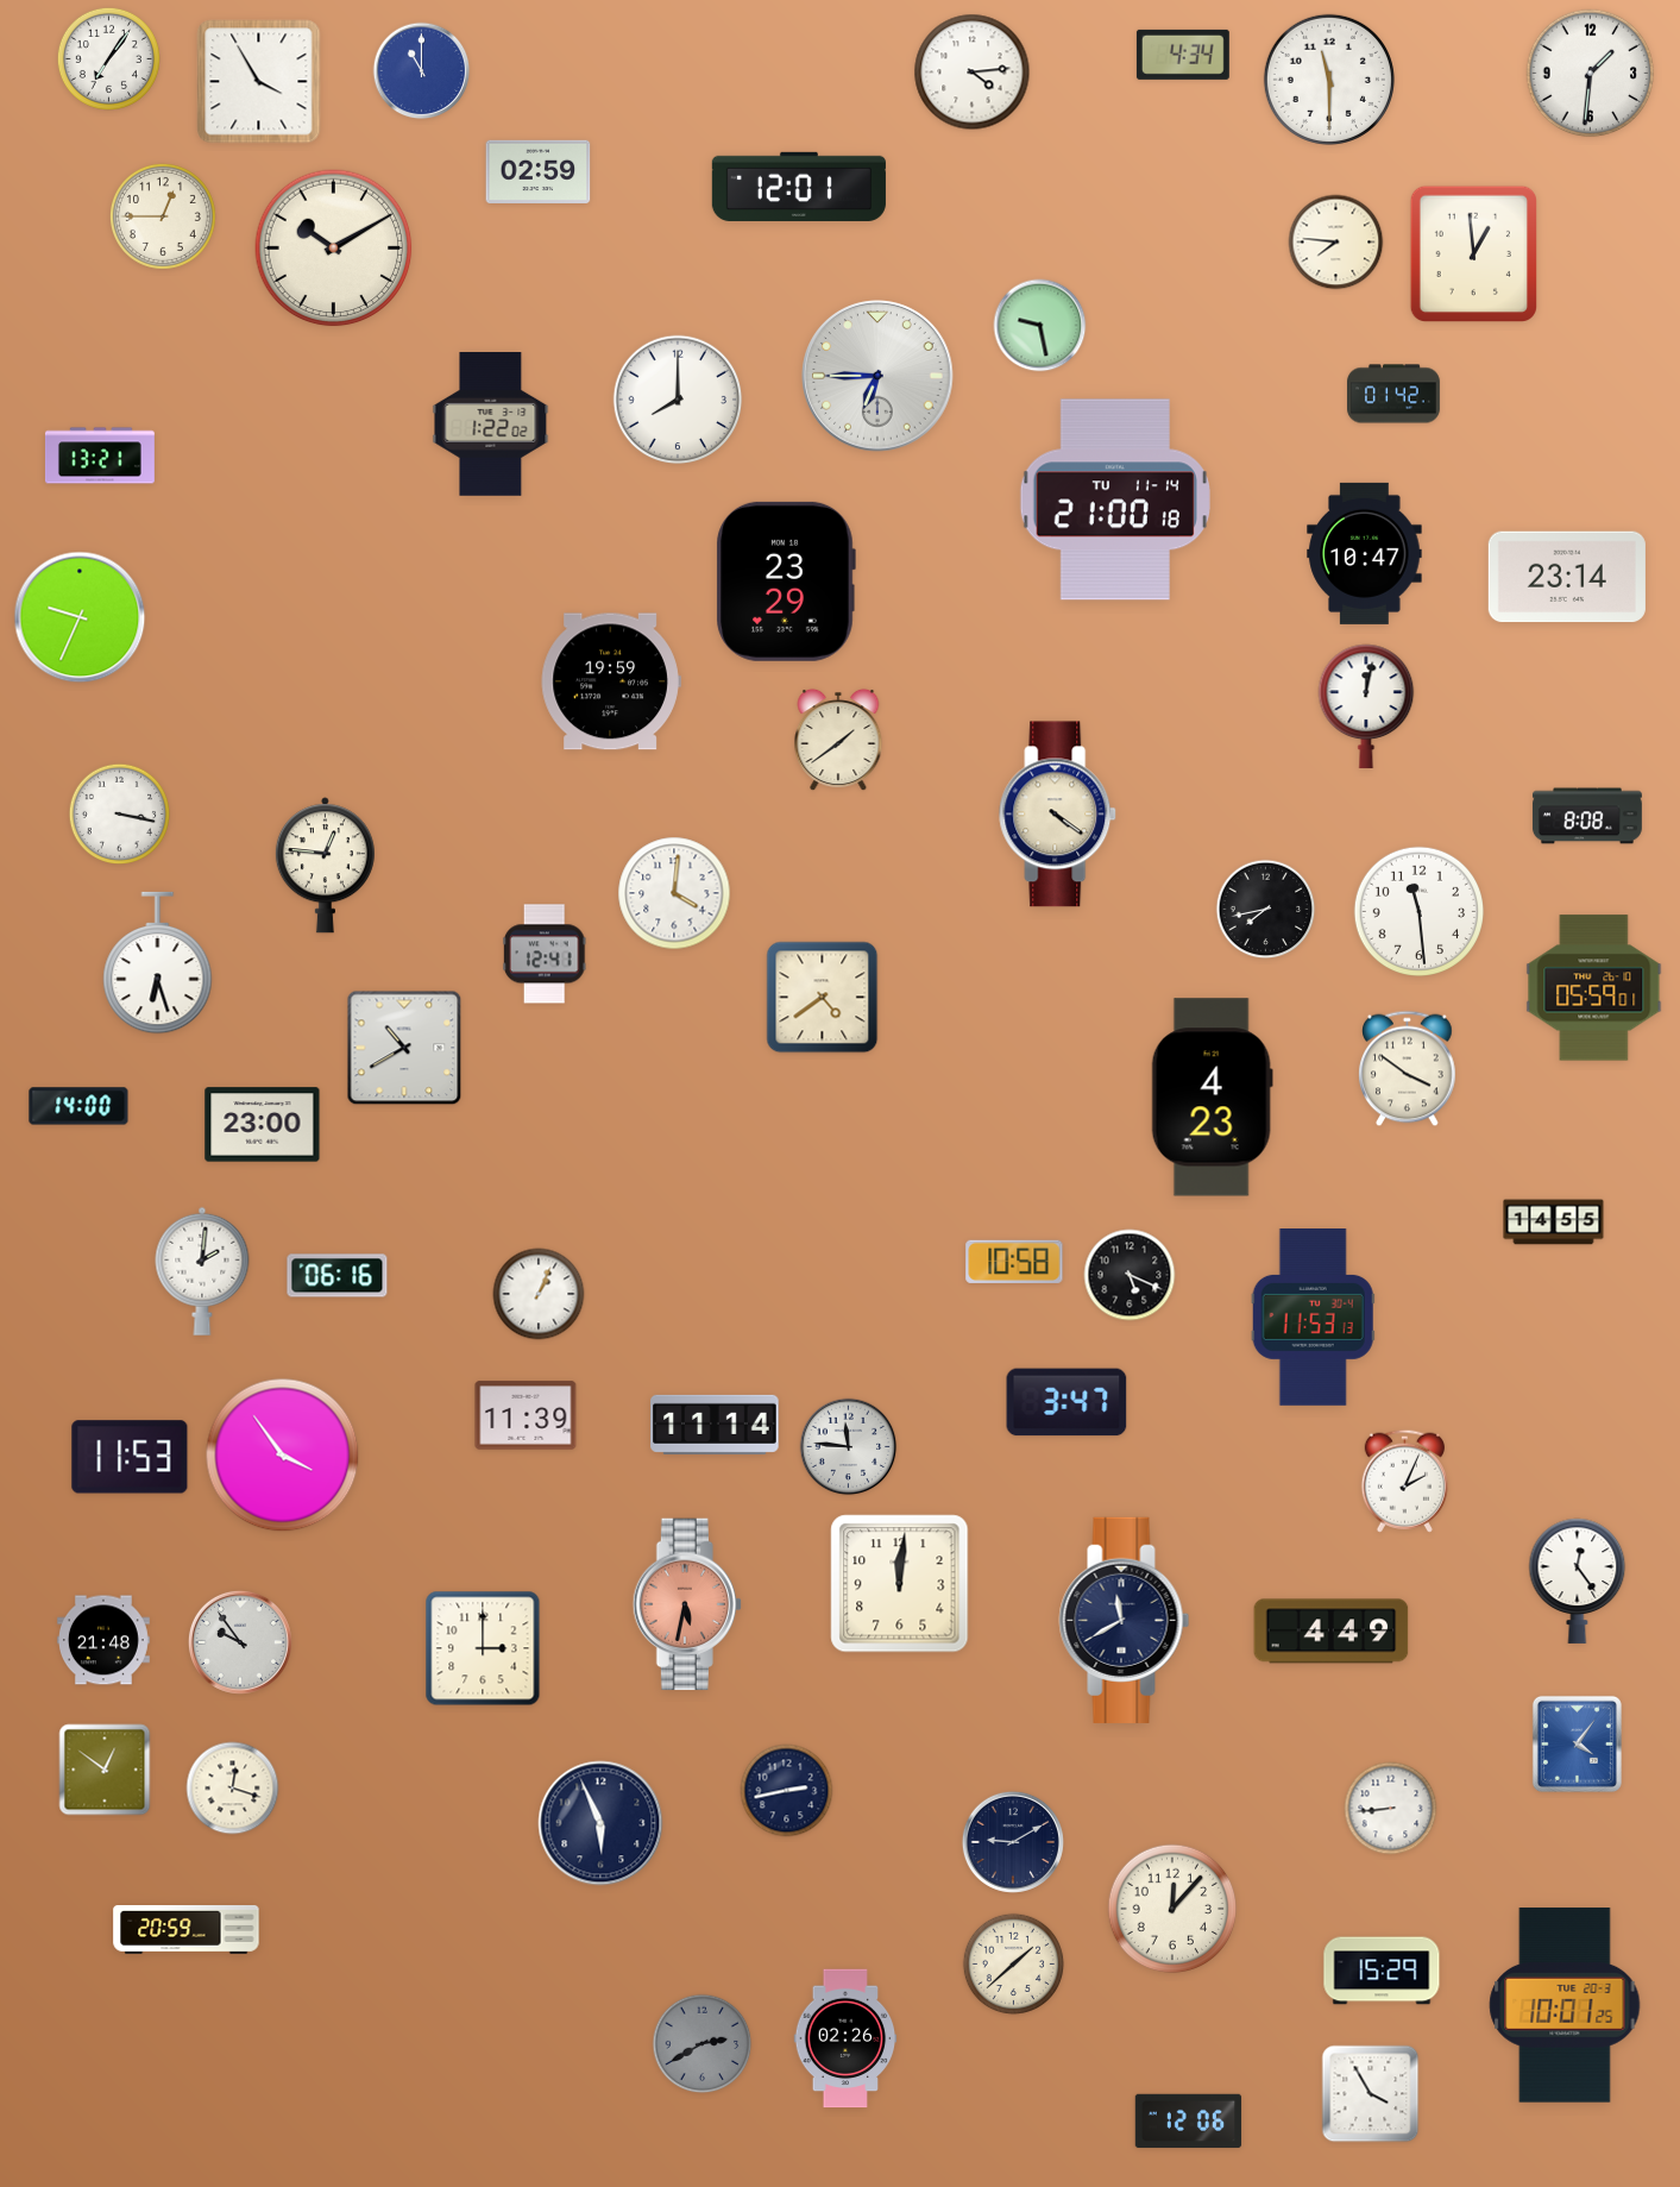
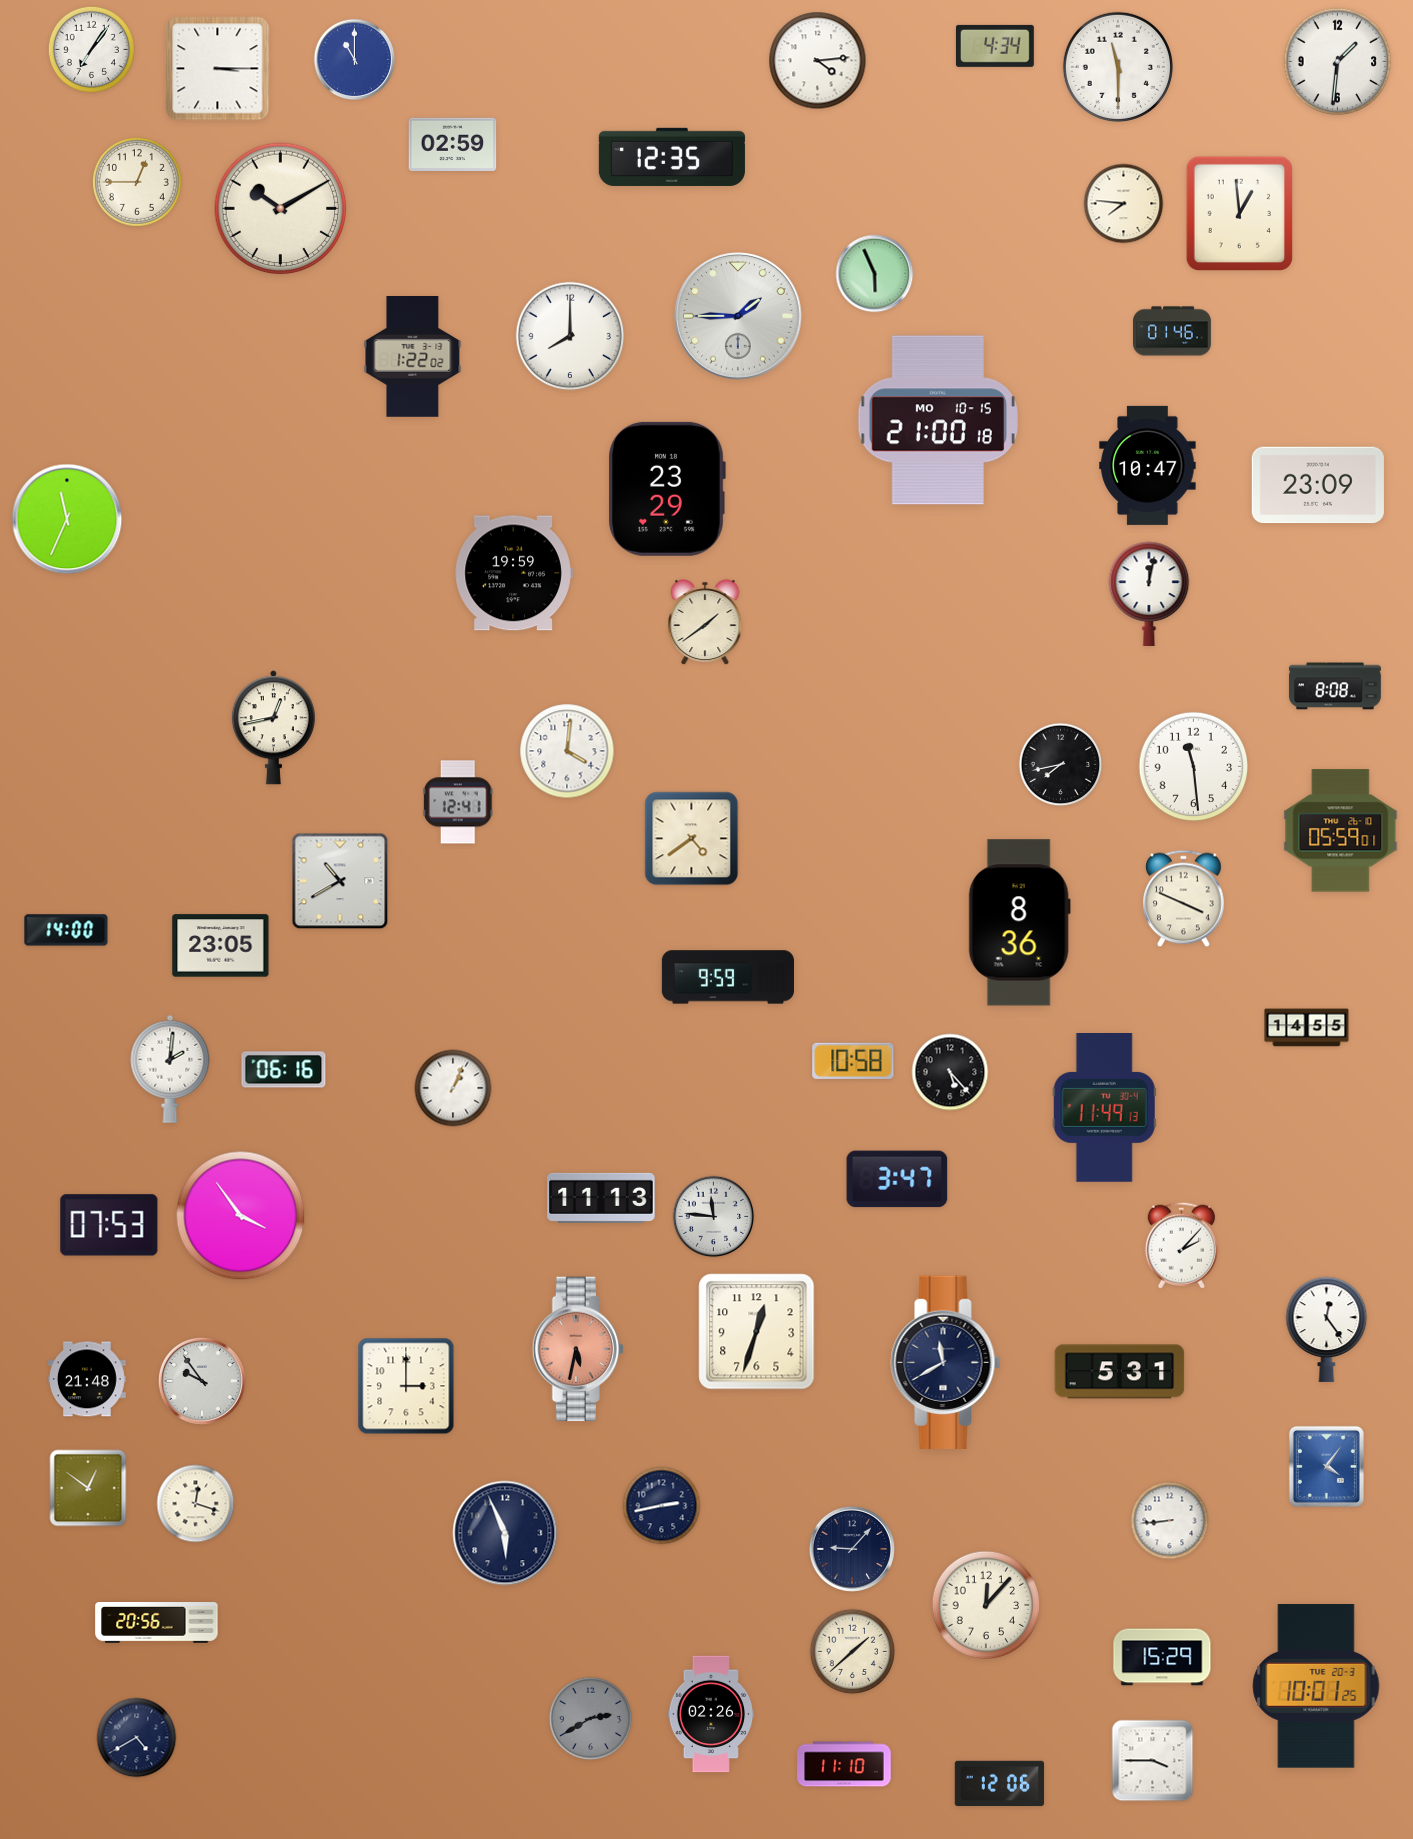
clock at (259, 82): 3:55 -> 3:15
clock at (799, 187): 12:01 -> 12:35
clock at (1040, 326): 9:28 -> 5:56
clock at (877, 376): 6:45 -> 1:45
clock at (1395, 394): 01:42 -> 01:46
clock at (100, 455): 13:21 -> none
clock at (1115, 499) date: TU 11-14 -> MO 10-15
clock at (1567, 577): 23:14 -> 23:09
clock at (786, 582) position: (786, 582) -> (667, 489)
clock at (80, 617): 9:34 -> 11:34
clock at (120, 815): 3:17 -> none
clock at (1058, 815): 4:21 -> none
clock at (325, 866): 12:46 -> 12:43
clock at (1266, 910) position: (1266, 910) -> (1061, 765)
clock at (158, 963): 6:27 -> none
clock at (1408, 1069): 3:51 -> 3:49
clock at (1212, 1098): 4:23 -> 8:36
clock at (263, 1125): 23:00 -> 23:05
clock at (728, 977): none -> 9:59
clock at (1130, 1275): 5:19 -> 5:23
clock at (338, 1276) position: (338, 1276) -> (284, 1070)
clock at (1313, 1318): 11:53 -> 11:49
clock at (526, 1415): 11:39 -> none
clock at (715, 1425): 11:14 -> 11:13
clock at (283, 1456) position: (283, 1456) -> (241, 1216)
clock at (130, 1457): 11:53 -> 07:53
clock at (1404, 1481): 2:04 -> 2:07
clock at (900, 1584): 12:01 -> 12:33
clock at (1332, 1632): 4:49 -> 5:31
clock at (1013, 1842): 9:10 -> 9:07
clock at (187, 1930): 20:59 -> 20:56
clock at (137, 1738): none -> 4:40
clock at (1371, 2094): 3:55 -> 3:45
clock at (844, 1764): none -> 11:10
